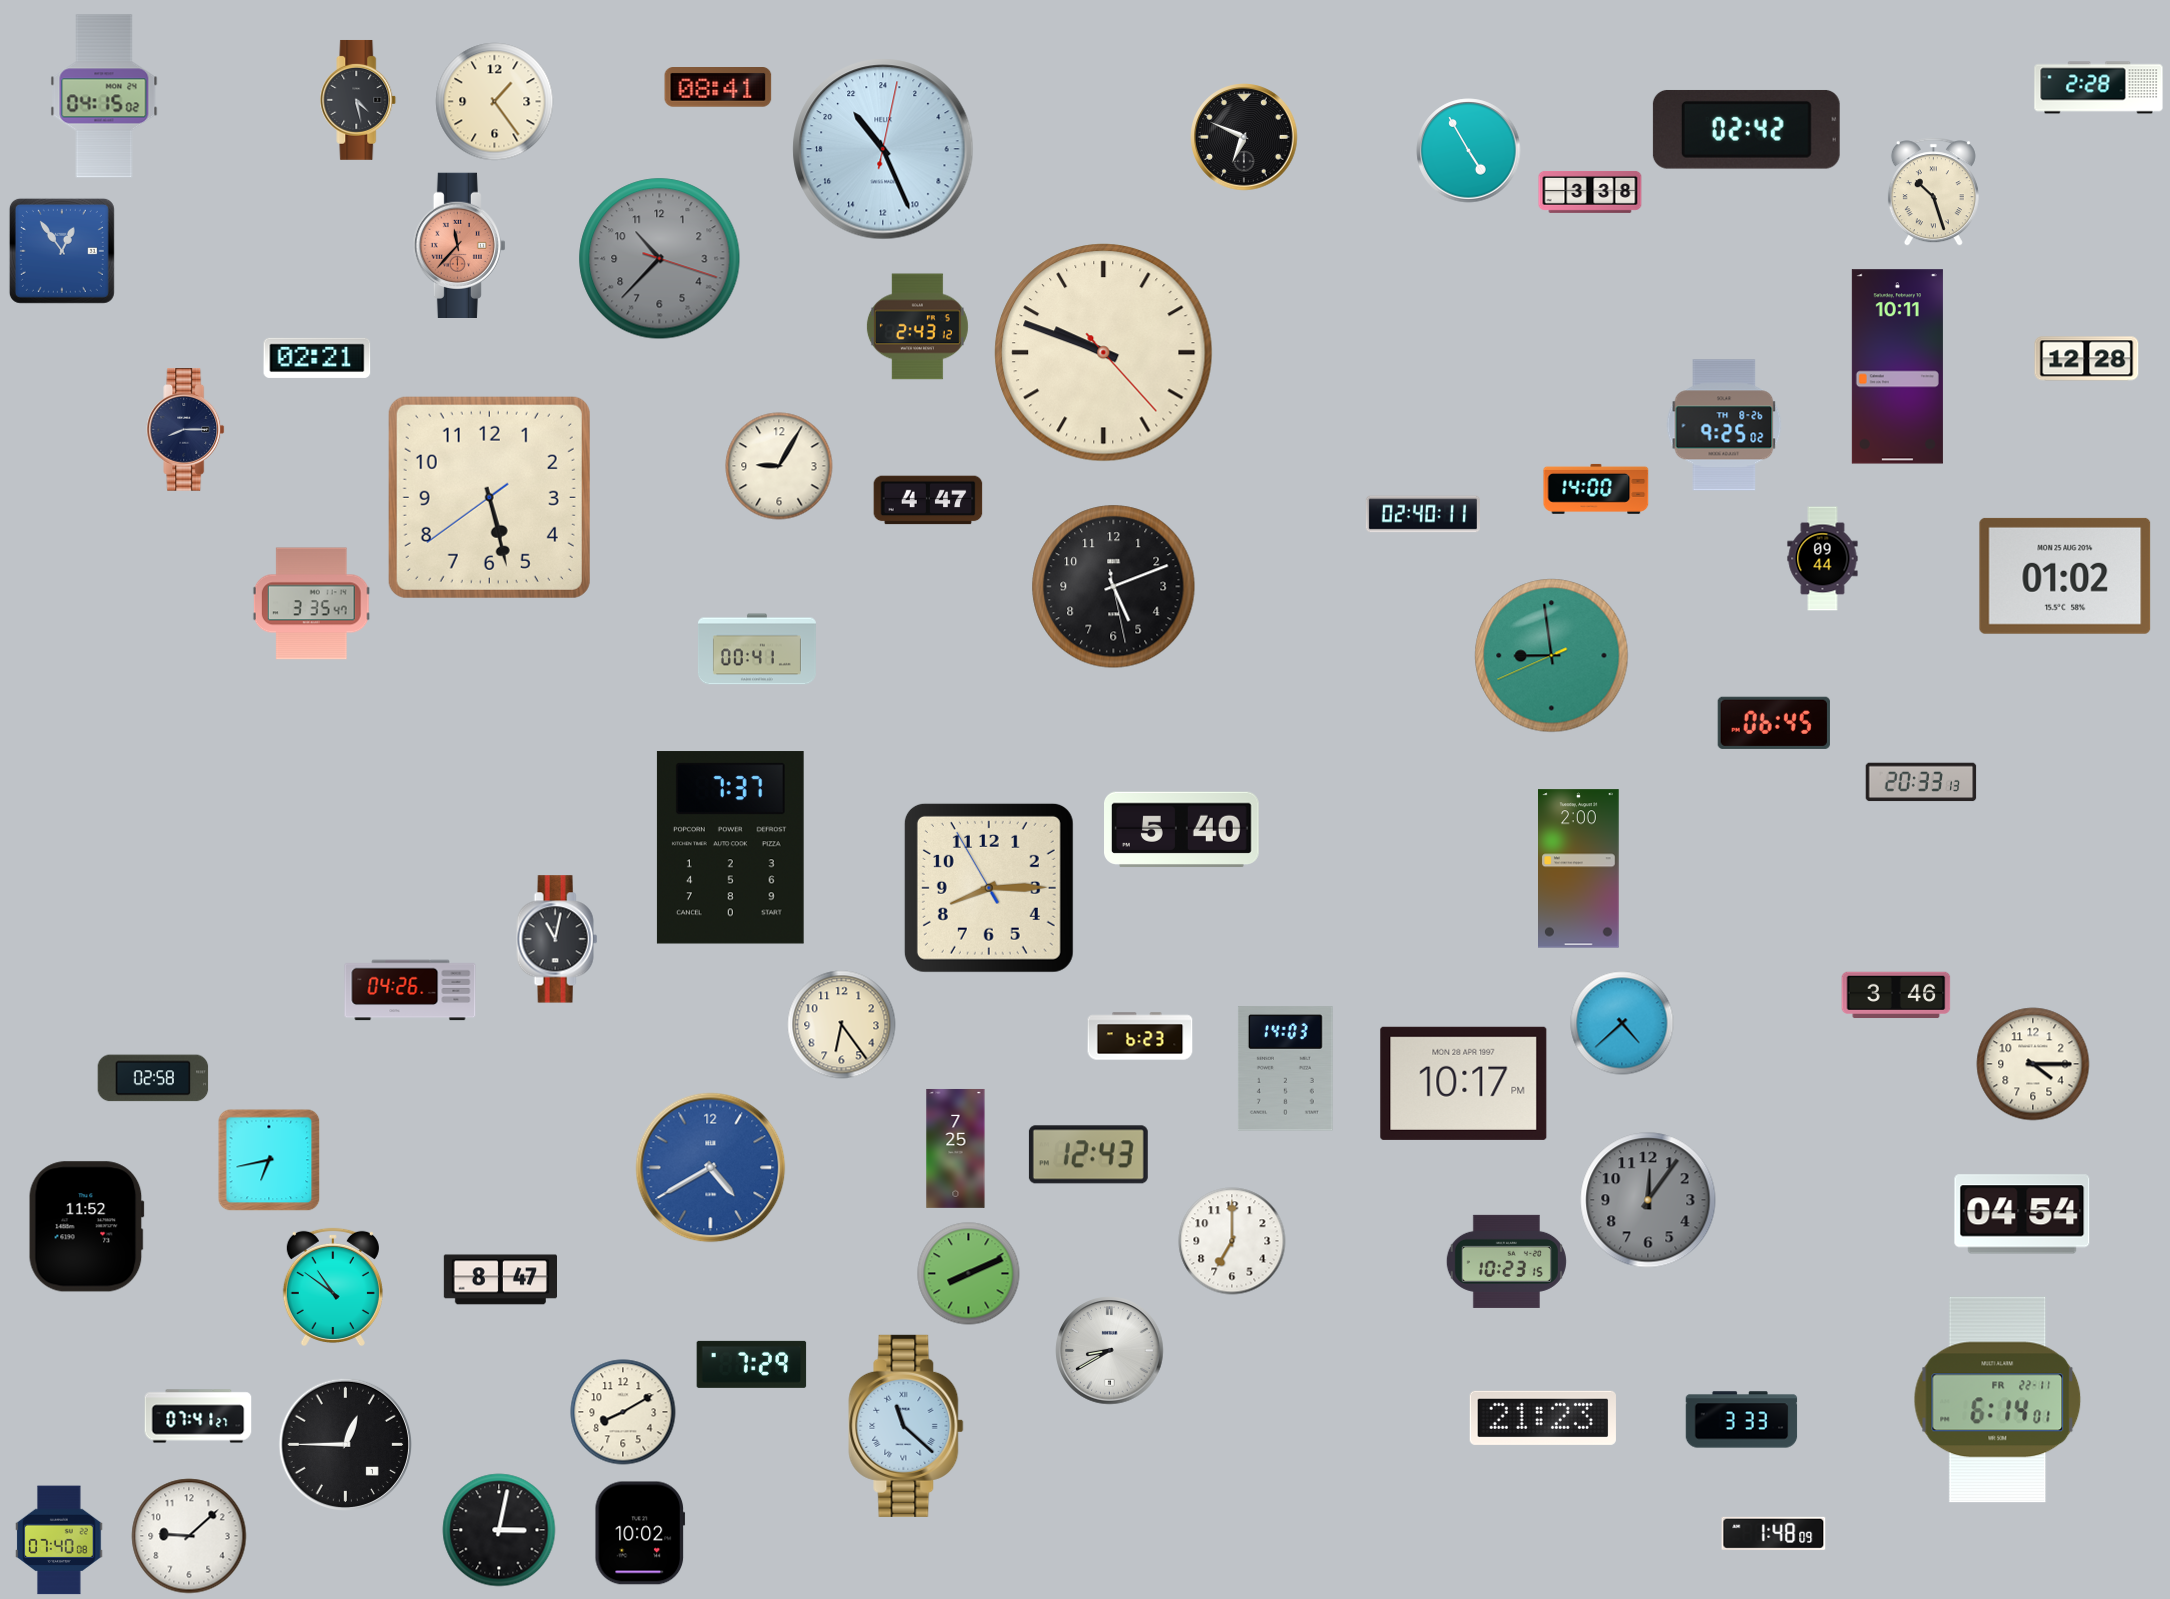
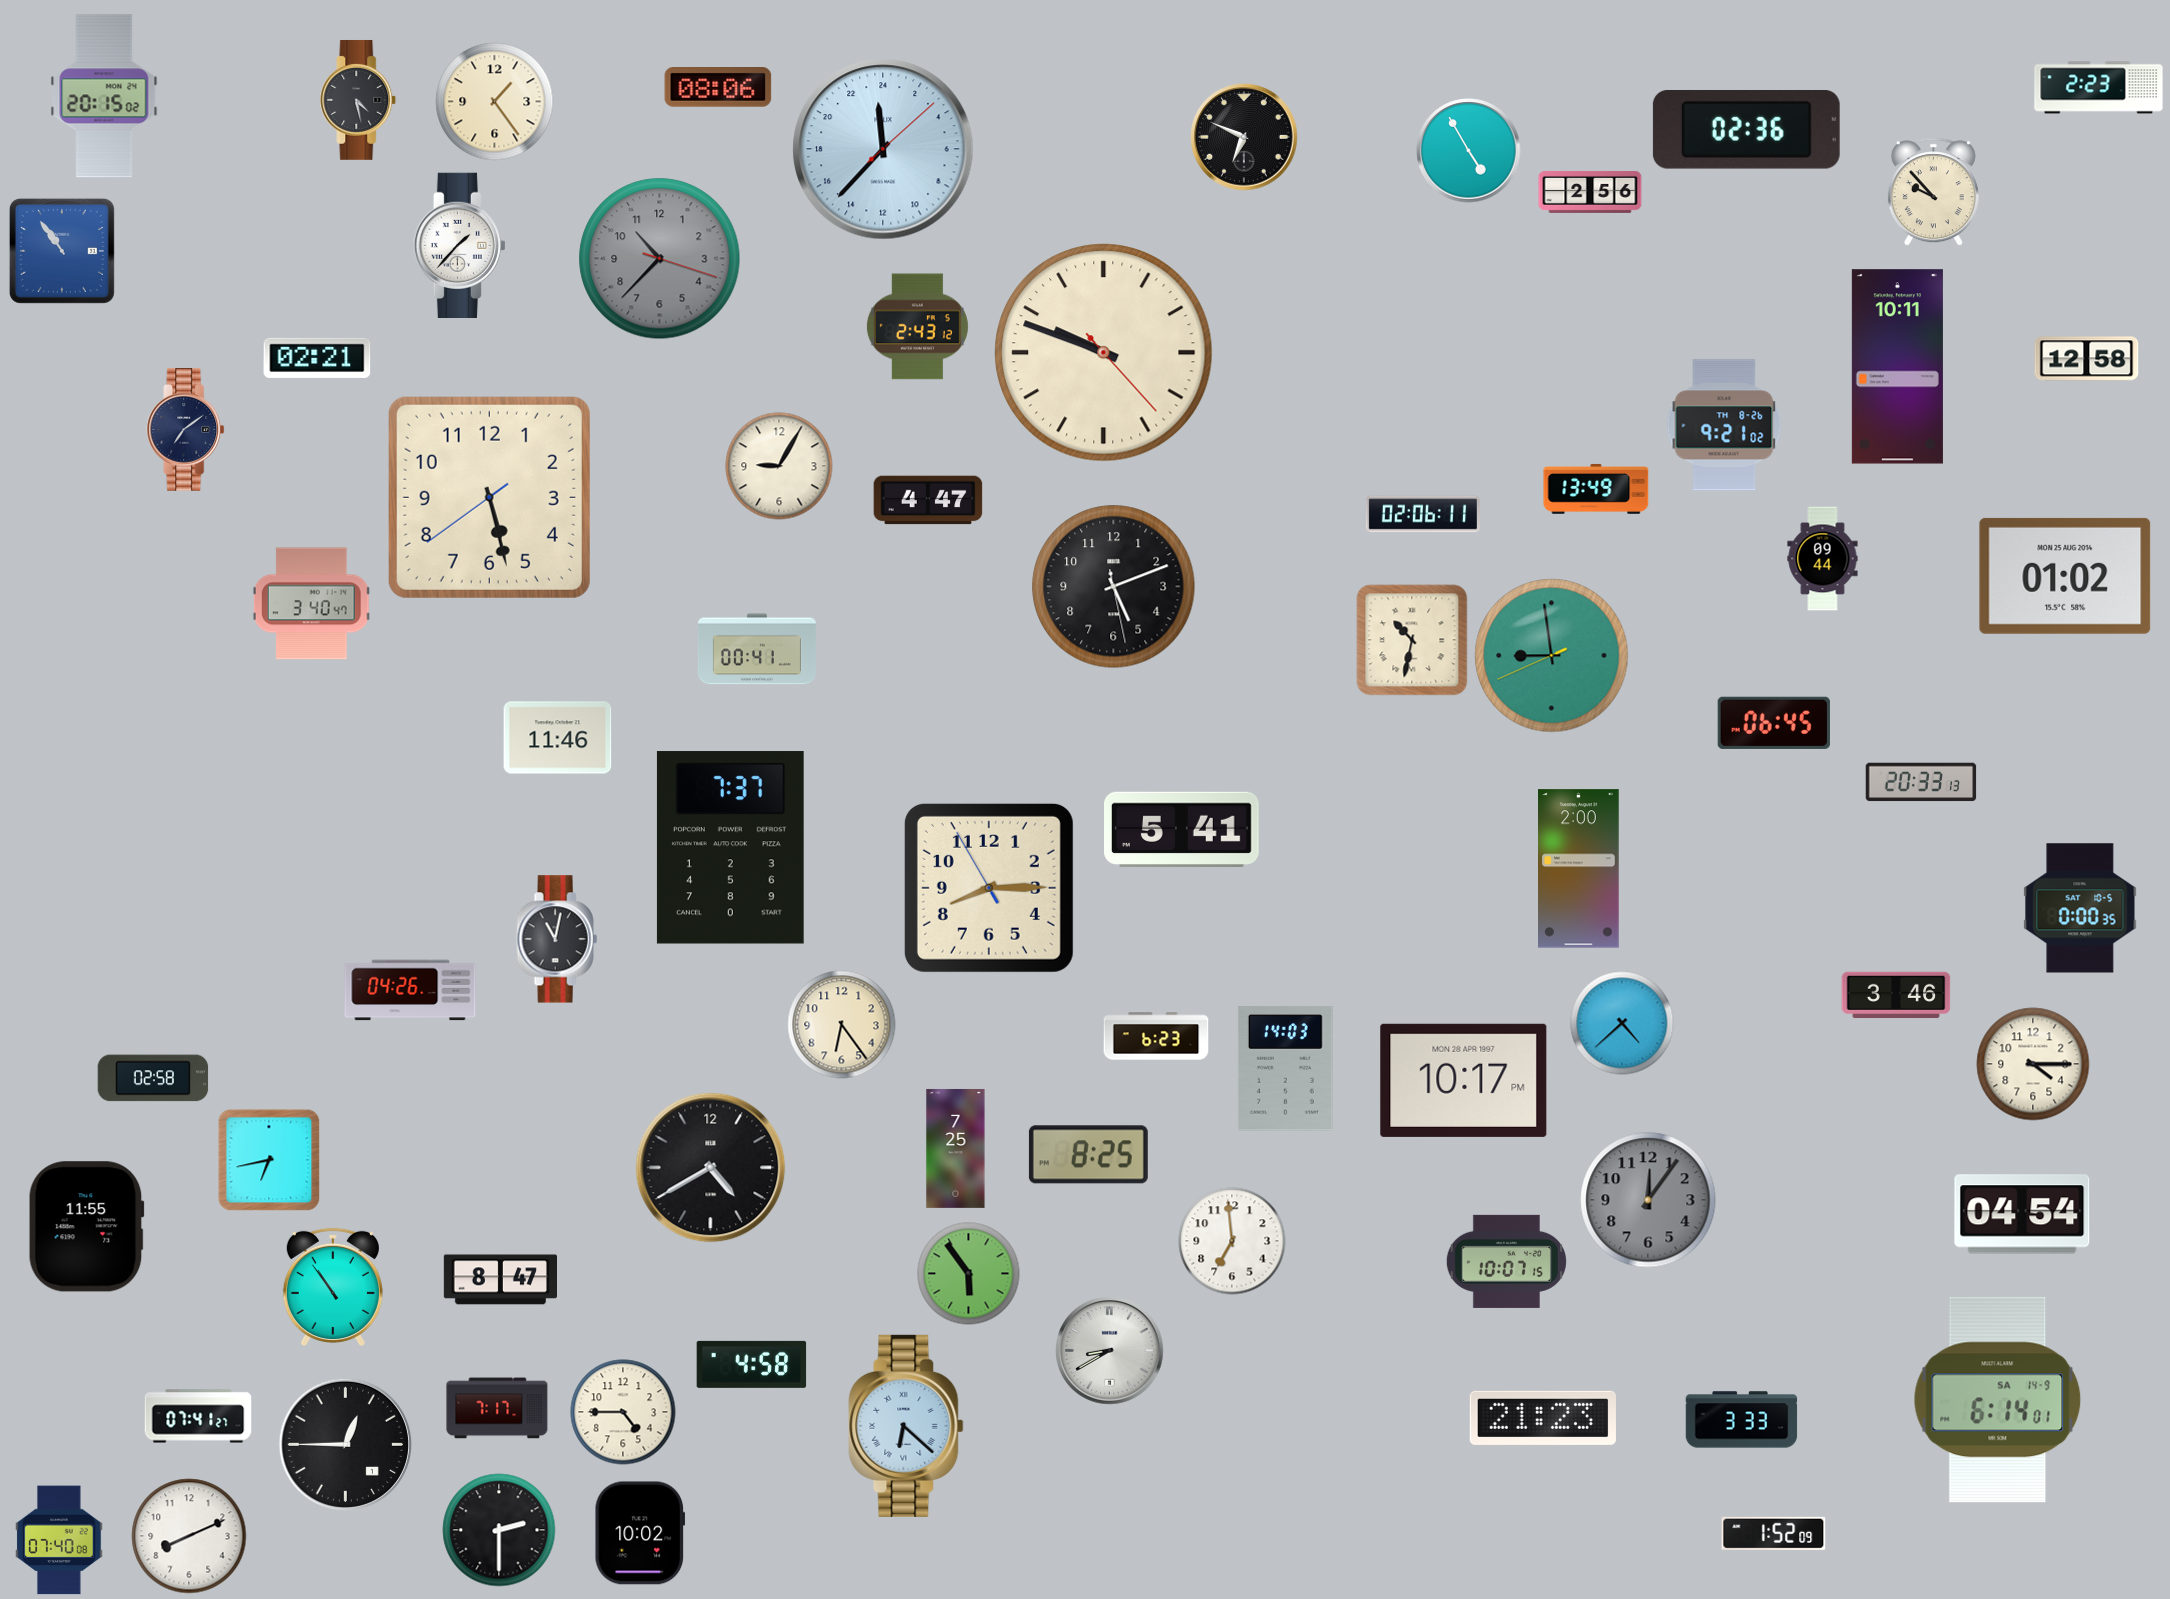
clock at (718, 88): 08:41 -> 08:06
clock at (2099, 88): 2:28 -> 2:23
clock at (104, 96): 04:15 -> 20:15
clock at (1746, 129): 02:42 -> 02:36
clock at (883, 149): 21:26 -> 23:37
clock at (1590, 192): 3:38 -> 2:56
clock at (1933, 192): 10:27 -> 9:53
clock at (459, 245): 11:37 -> 1:37
clock at (459, 245) dial: salmon -> white
clock at (62, 251): 12:54 -> 10:54
clock at (2087, 359): 12:28 -> 12:58
clock at (1724, 425): 9:25 -> 9:21
clock at (186, 430): 8:15 -> 7:09
clock at (1596, 489): 14:00 -> 13:49
clock at (1422, 514): 02:40 -> 02:06
clock at (311, 604): 3:35 -> 3:40
clock at (1412, 640): none -> 10:32
clock at (558, 738): none -> 11:46
clock at (1182, 830): 5:40 -> 5:41
clock at (2080, 908): none -> 0:00
clock at (1140, 1036) position: (1140, 1036) -> (1156, 1036)
clock at (1464, 1083) position: (1464, 1083) -> (1464, 1080)
clock at (1088, 1155): 12:43 -> 8:25
clock at (711, 1168) dial: blue -> black
clock at (86, 1227): 11:52 -> 11:55
clock at (1232, 1241): 7:00 -> 6:59
clock at (1506, 1261): 10:23 -> 10:07
clock at (969, 1274): 8:11 -> 5:54
clock at (333, 1286): 10:51 -> 10:54
clock at (752, 1364): 7:29 -> 4:58
clock at (1998, 1400) date: FR 22-11 -> SA 14-9
clock at (497, 1408): none -> 7:17
clock at (623, 1412): 8:10 -> 4:45
clock at (906, 1426): 11:22 -> 6:22
clock at (499, 1530): 3:02 -> 2:30
clock at (1774, 1533): 1:48 -> 1:52
clock at (189, 1536): 9:08 -> 8:11
